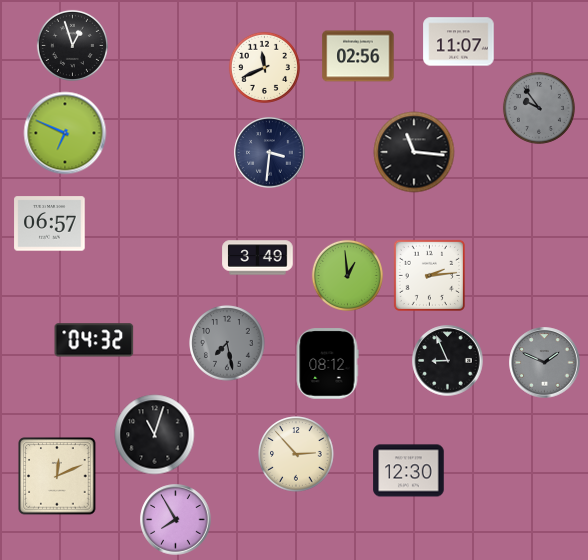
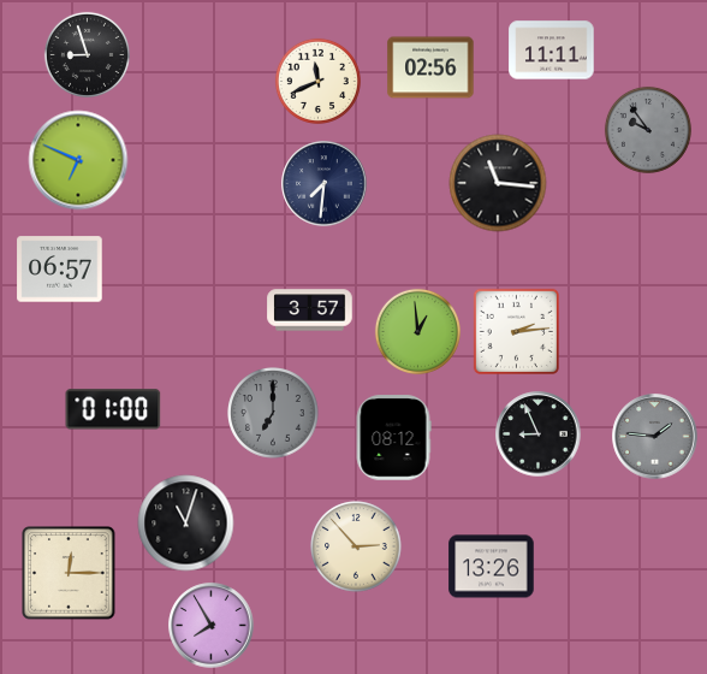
clock at (459, 42): 11:07 -> 11:11
clock at (72, 45): 12:57 -> 8:57
clock at (270, 153): 3:31 -> 7:31
clock at (258, 258): 3:49 -> 3:57
clock at (94, 340): 04:32 -> 01:00
clock at (227, 343): 7:28 -> 7:00
clock at (545, 363): 1:49 -> 1:46
clock at (409, 471): 12:30 -> 13:26
clock at (57, 476): 12:11 -> 12:15
